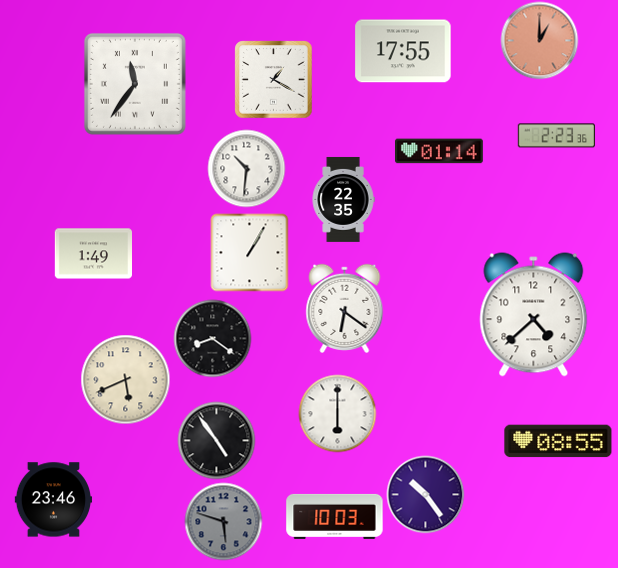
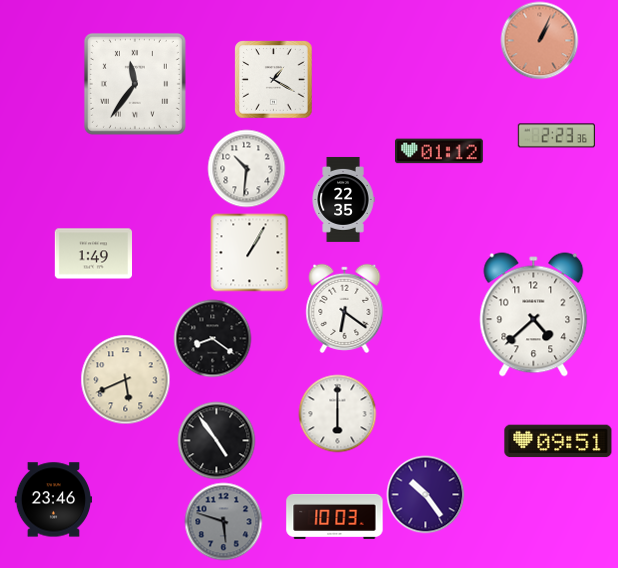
clock at (539, 40): 1:00 -> 1:04
clock at (403, 51): 17:55 -> none
clock at (440, 151): 01:14 -> 01:12
clock at (558, 441): 08:55 -> 09:51
